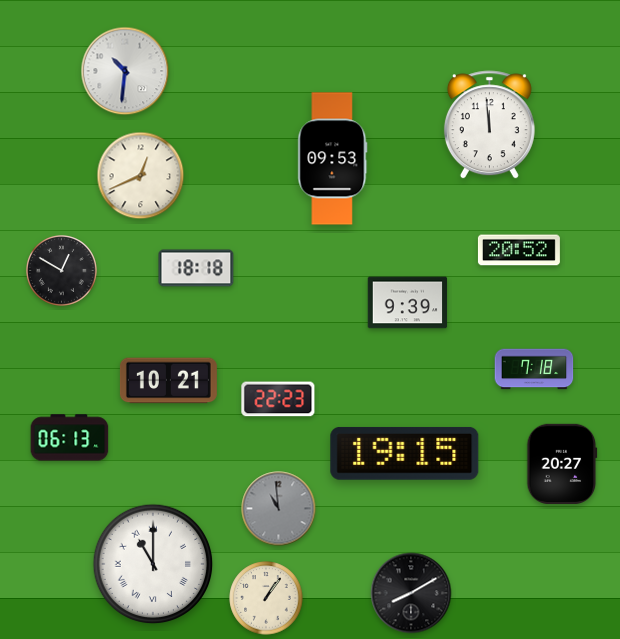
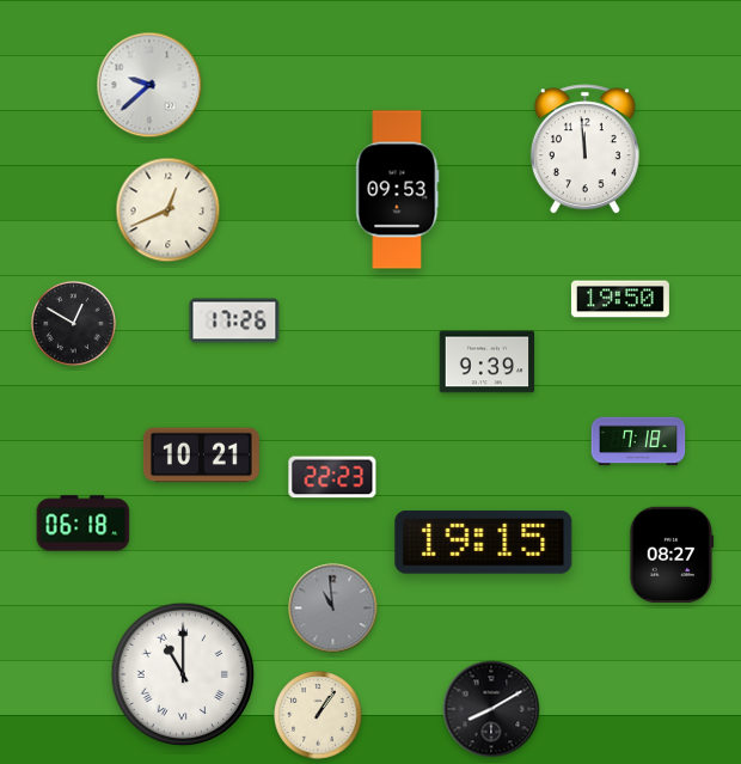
clock at (125, 71): 10:31 -> 9:38
clock at (519, 250): 20:52 -> 19:50
clock at (196, 268): 18:18 -> 17:26
clock at (70, 438): 06:13 -> 06:18
clock at (562, 464): 20:27 -> 08:27
